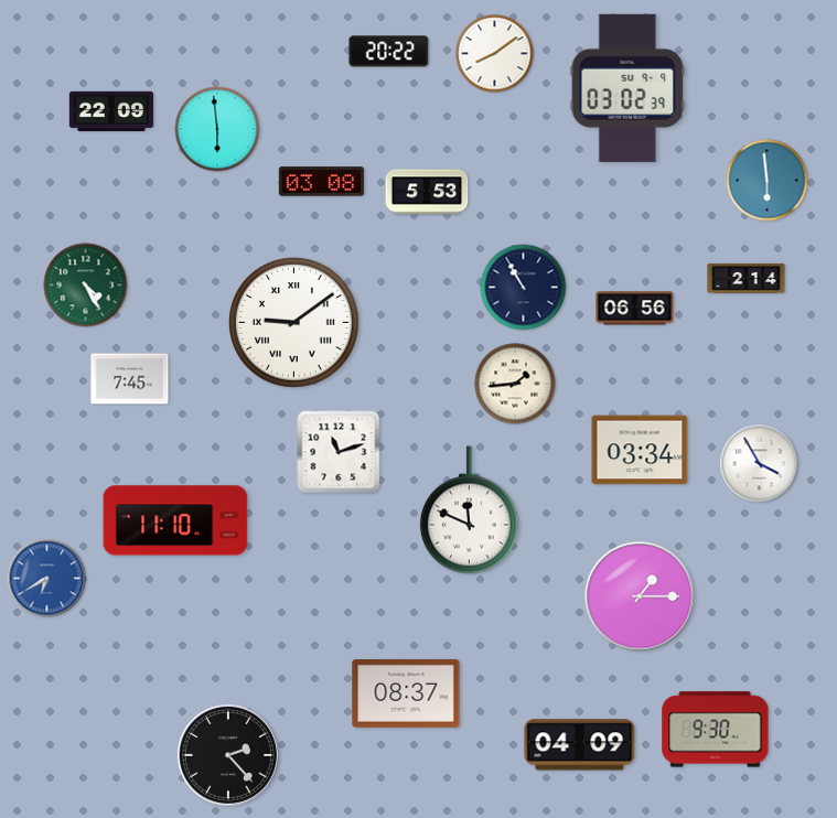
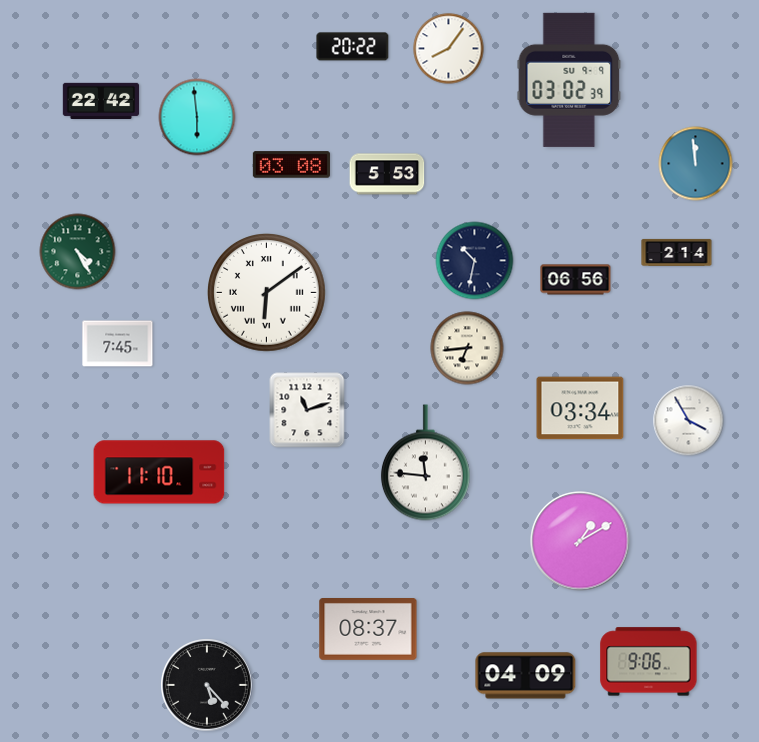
clock at (495, 54): 8:09 -> 8:06
clock at (111, 110): 22:09 -> 22:42
clock at (768, 181): 5:59 -> 11:59
clock at (86, 286) position: (86, 286) -> (78, 252)
clock at (524, 288): 10:55 -> 10:32
clock at (294, 323): 9:09 -> 6:09
clock at (515, 384): 1:44 -> 6:44
clock at (469, 510): 11:49 -> 11:46
clock at (47, 579): 6:40 -> none
clock at (640, 596): 1:15 -> 1:10
clock at (716, 730): 9:30 -> 9:06
clock at (229, 756): 2:23 -> 5:23
